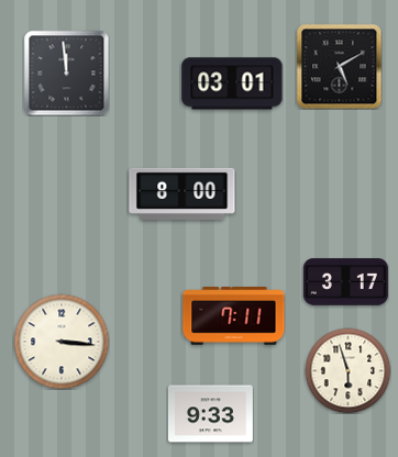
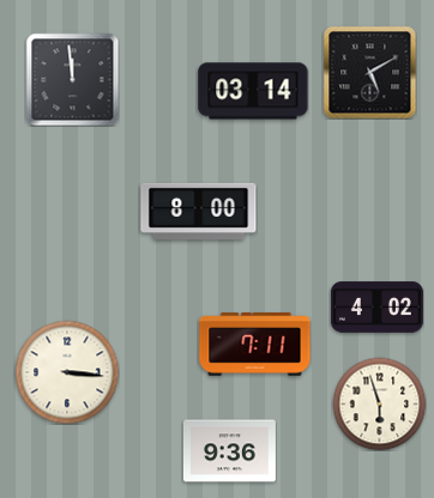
clock at (232, 83): 03:01 -> 03:14
clock at (345, 282): 3:17 -> 4:02
clock at (210, 414): 9:33 -> 9:36
